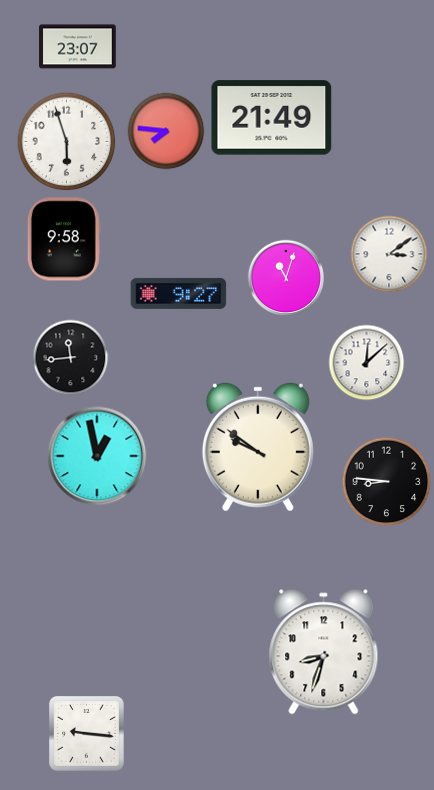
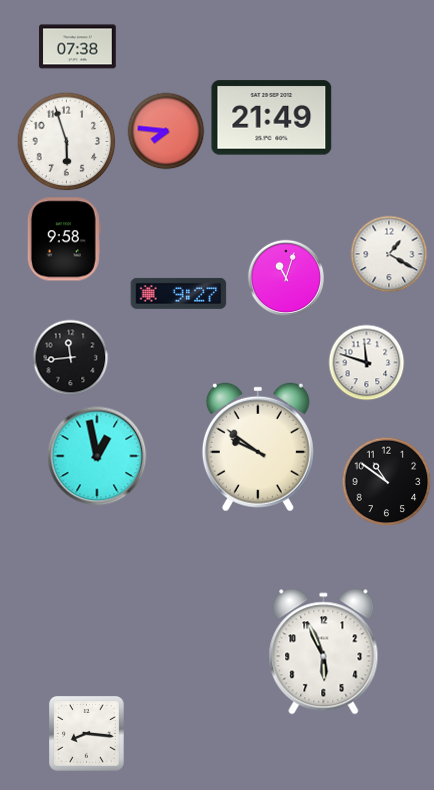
clock at (78, 47): 23:07 -> 07:38
clock at (389, 254): 3:09 -> 1:20
clock at (367, 363): 12:08 -> 11:48
clock at (387, 482): 8:46 -> 10:51
clock at (324, 652): 8:33 -> 5:56
clock at (87, 734): 9:16 -> 8:16
